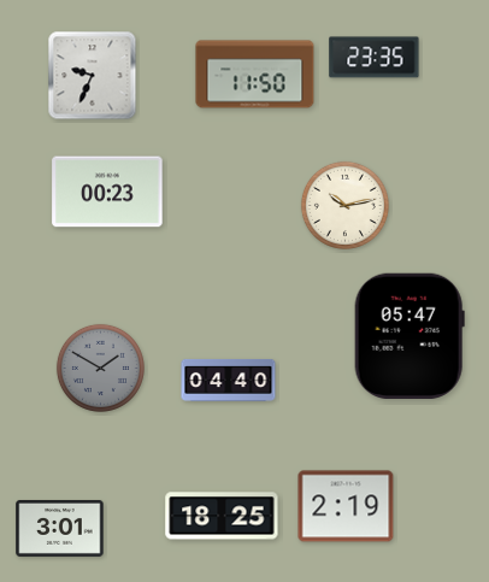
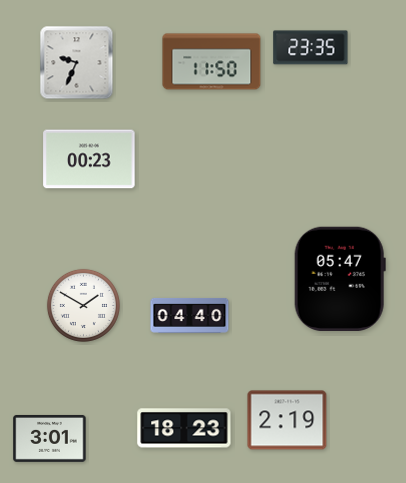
clock at (344, 205): 10:13 -> none
clock at (100, 368) dial: grey -> white
clock at (222, 516): 18:25 -> 18:23
